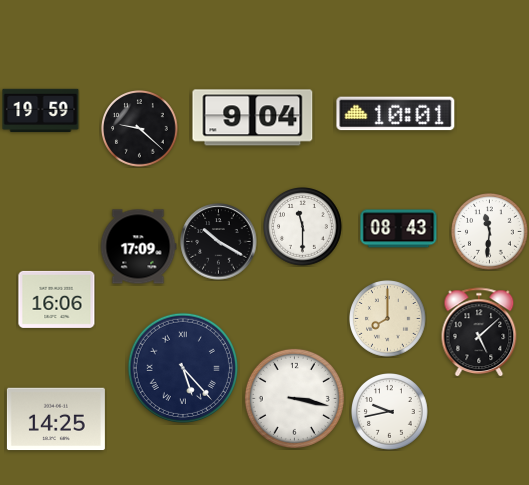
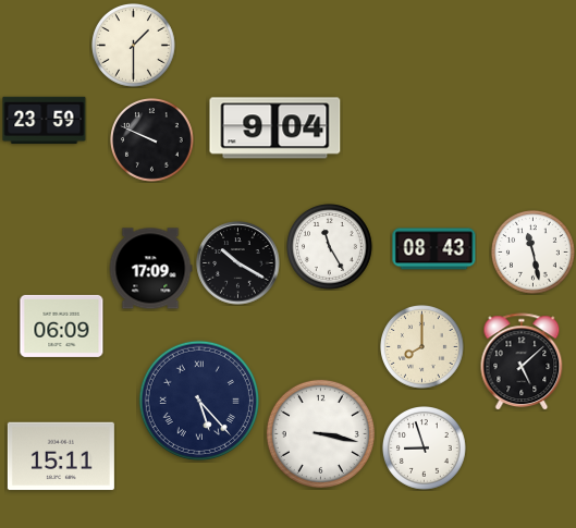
clock at (134, 46): none -> 1:30
clock at (41, 111): 19:59 -> 23:59
clock at (396, 114): 10:01 -> none
clock at (140, 129): 9:22 -> 9:49
clock at (303, 227): 11:30 -> 11:25
clock at (490, 232): 11:31 -> 11:28
clock at (57, 299): 16:06 -> 06:09
clock at (390, 412): 9:43 -> 8:57
clock at (56, 419): 14:25 -> 15:11
